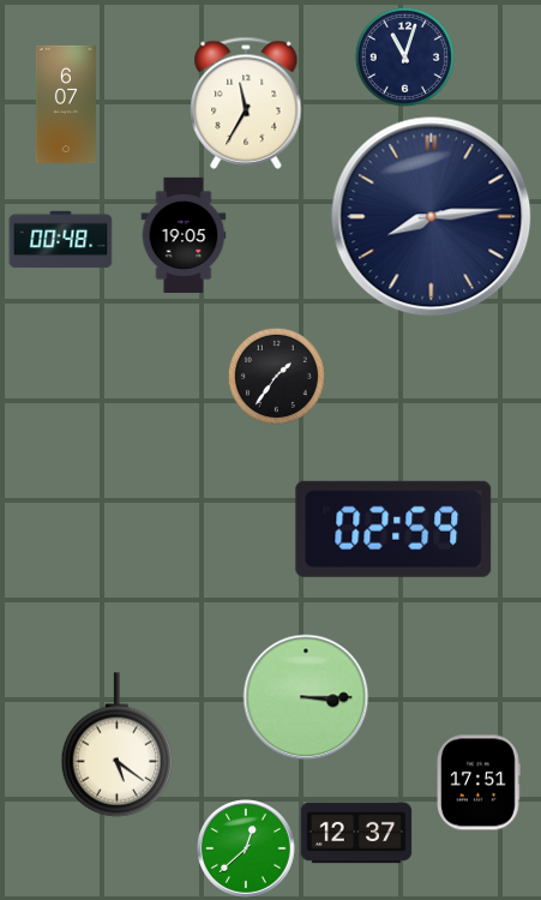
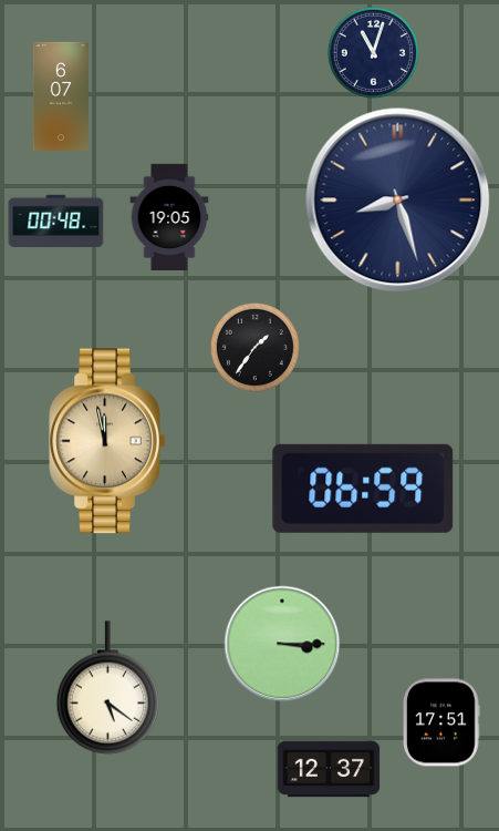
clock at (246, 103): 11:35 -> none
clock at (432, 217): 8:14 -> 8:27
clock at (107, 441): none -> 11:58
clock at (393, 529): 02:59 -> 06:59
clock at (247, 850): 12:38 -> none
